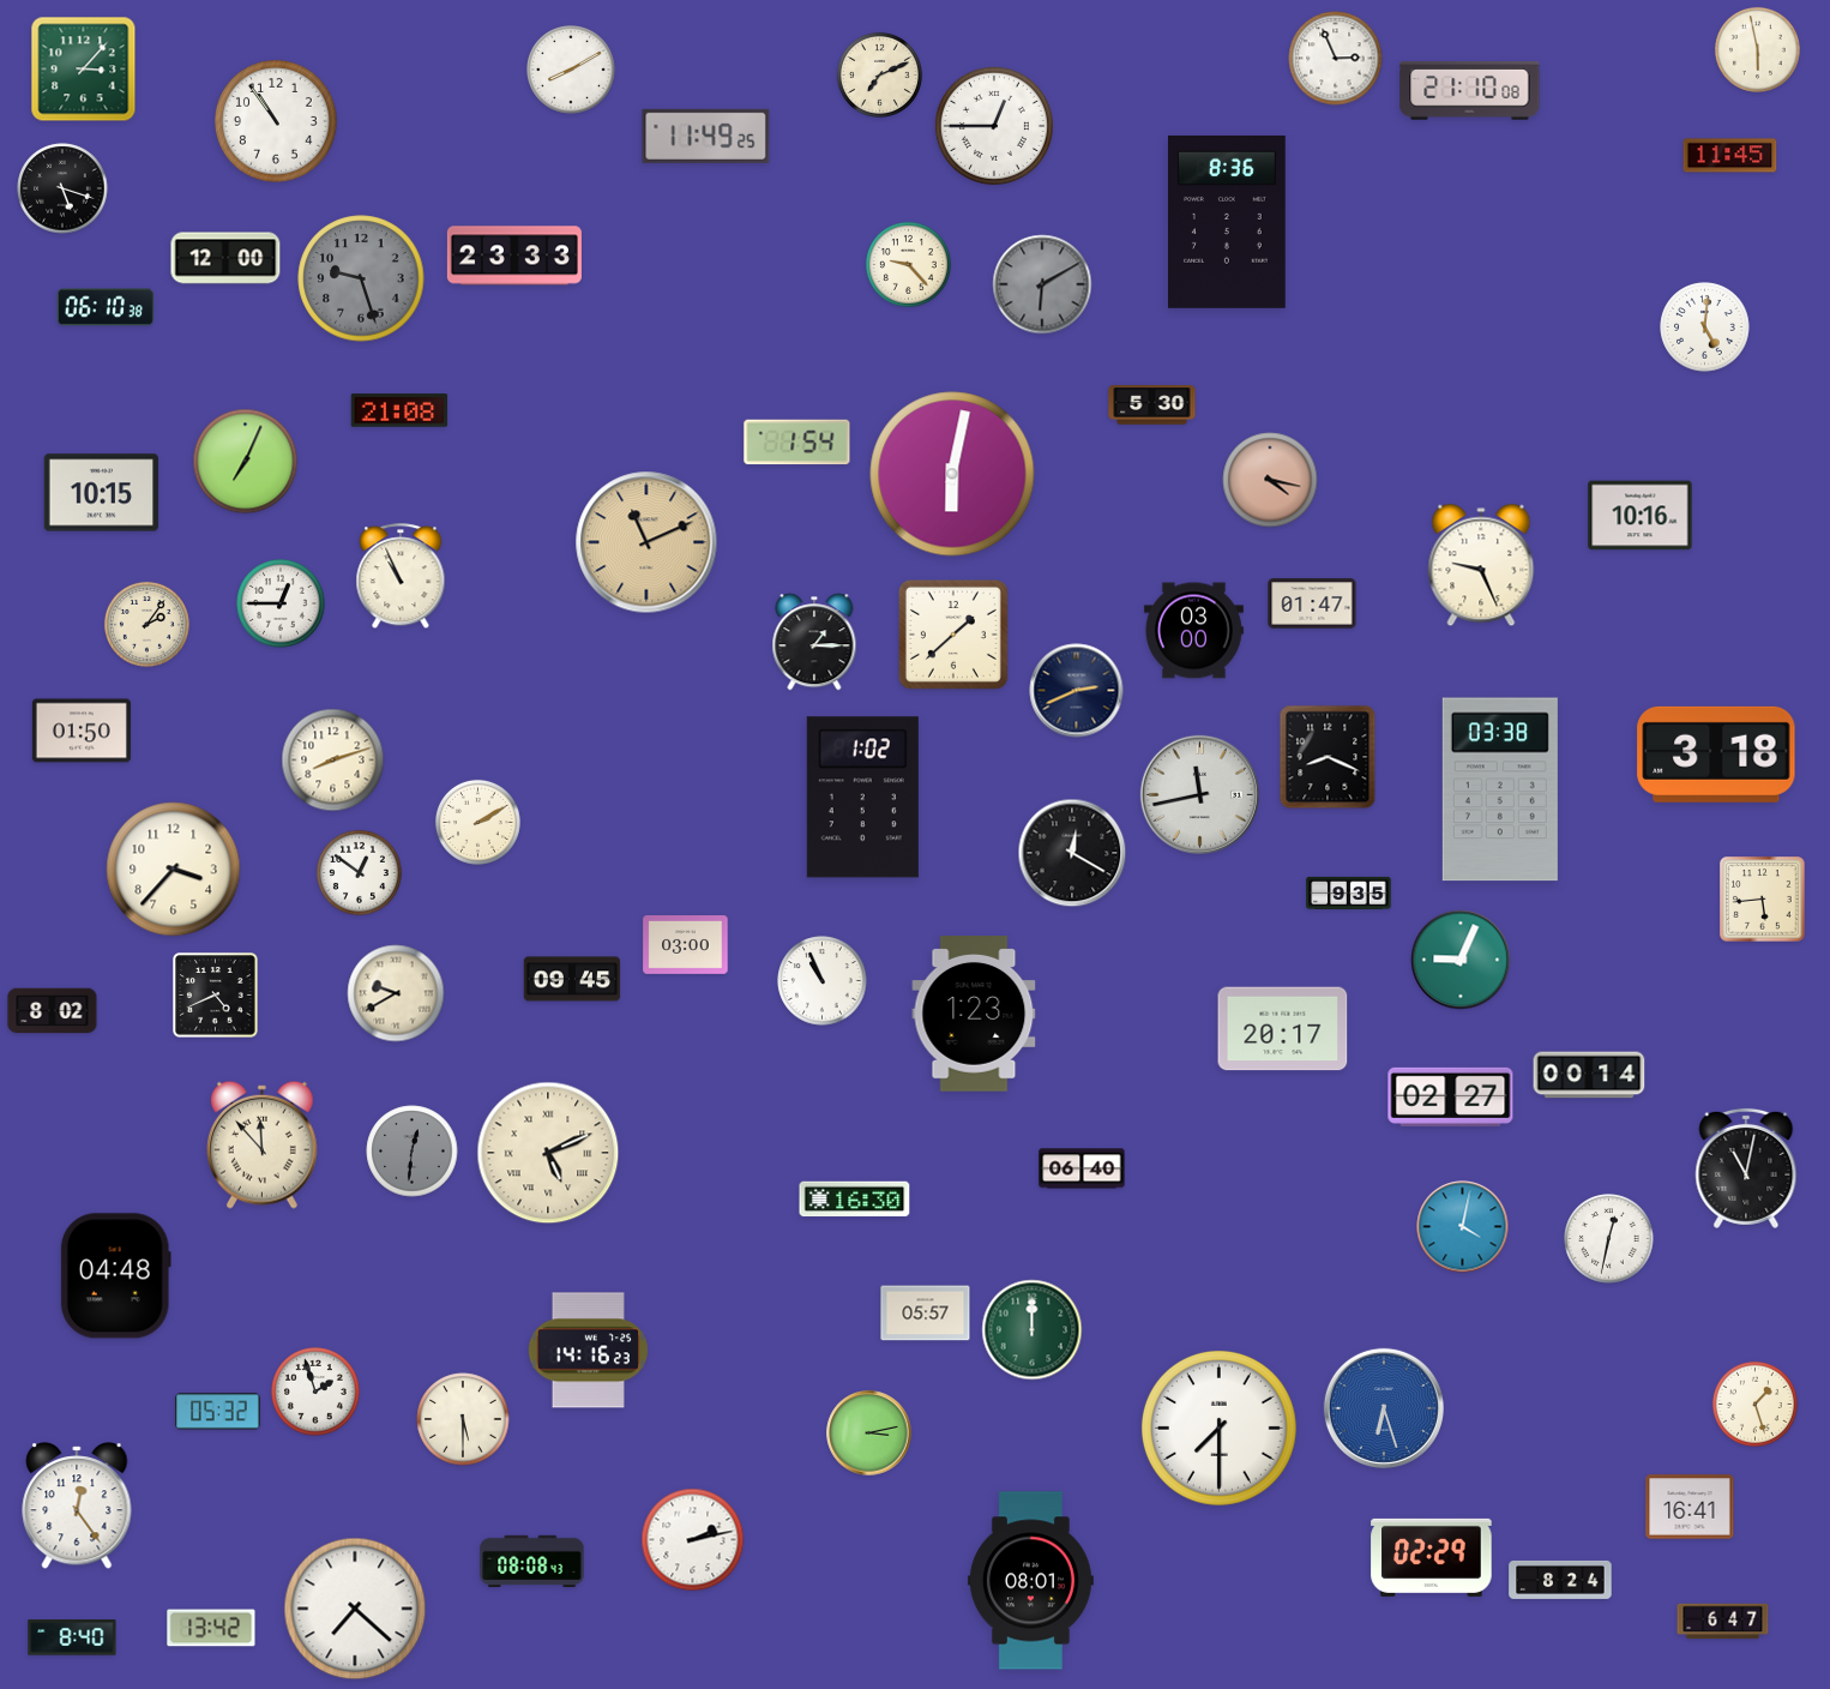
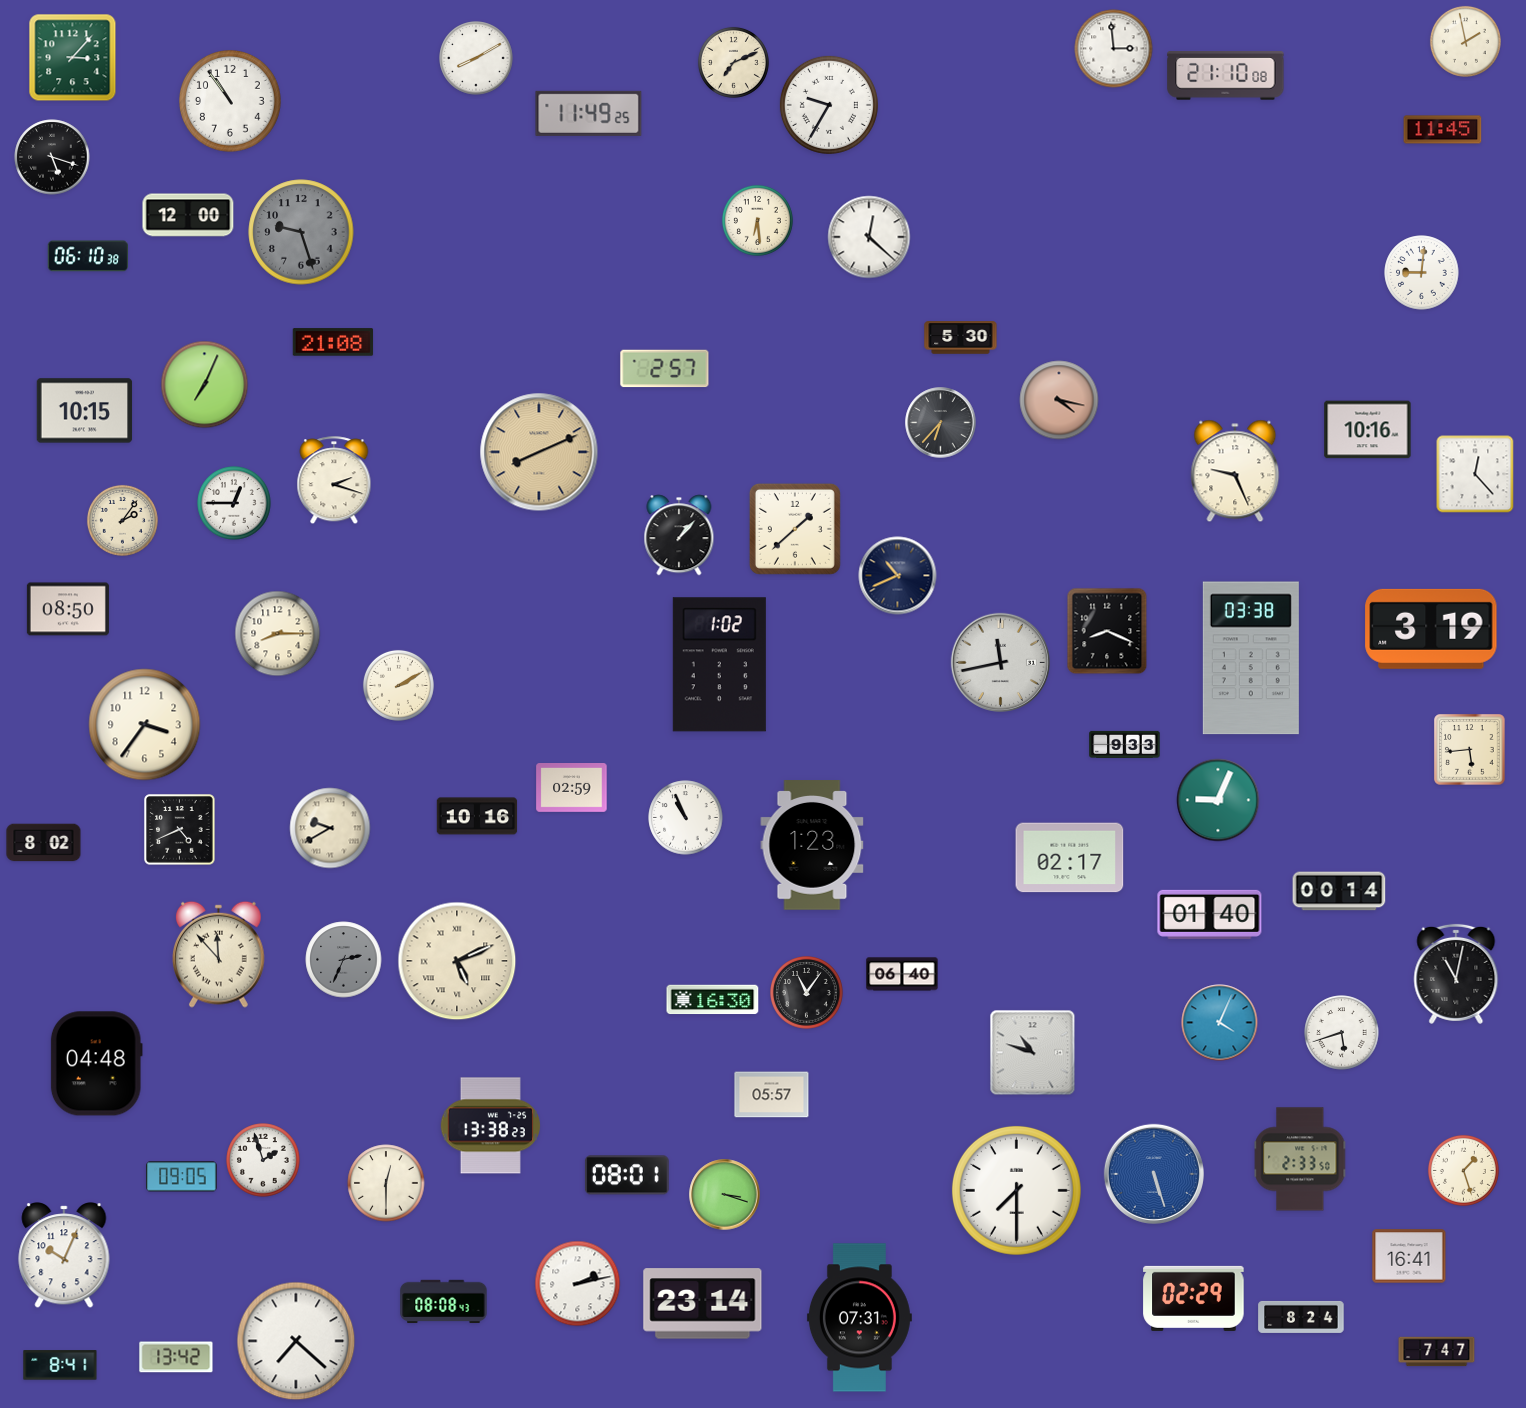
clock at (1757, 49): 5:58 -> 1:58
clock at (1336, 59): 2:56 -> 2:59
clock at (84, 70) position: (84, 70) -> (73, 58)
clock at (994, 126): 12:45 -> 9:35
clock at (1228, 222): 8:36 -> none
clock at (514, 256): 23:33 -> none
clock at (908, 264): 9:23 -> 6:29
clock at (1042, 284): 6:10 -> 12:22
clock at (1042, 284) dial: grey -> white
clock at (1705, 327): 5:01 -> 9:01
clock at (797, 443): 1:54 -> 2:57
clock at (952, 474): 6:02 -> none
clock at (941, 423): none -> 6:37
clock at (646, 542): 11:11 -> 8:11
clock at (1475, 474): none -> 12:23
clock at (401, 577): 10:56 -> 2:18
clock at (1312, 603): 01:47 -> none
clock at (1193, 631): 03:00 -> none
clock at (814, 642): 1:15 -> 1:07
clock at (1077, 691): 2:41 -> 10:41
clock at (82, 731): 01:50 -> 08:50
clock at (1716, 755): 3:18 -> 3:19
clock at (333, 761): 8:12 -> 8:15
clock at (1072, 853): 12:20 -> none
clock at (174, 870): 3:37 -> 3:36
clock at (359, 872): 12:51 -> none
clock at (1349, 892): 9:35 -> 9:33
clock at (686, 945): 03:00 -> 02:59
clock at (572, 979): 09:45 -> 10:16
clock at (1283, 1029): 20:17 -> 02:17
clock at (1589, 1075) position: (1589, 1075) -> (1339, 891)
clock at (1451, 1096): 02:27 -> 01:40
clock at (413, 1152): 12:31 -> 2:34
clock at (807, 993): none -> 11:06
clock at (1463, 1227): 4:02 -> 4:04
clock at (1609, 1239): 12:32 -> 5:42
clock at (1033, 1053): none -> 10:48
clock at (1033, 1330): 12:00 -> none
clock at (588, 1351): 14:16 -> 13:38
clock at (1300, 1159): none -> 2:33
clock at (1384, 1408): 6:27 -> 5:27
clock at (627, 1175): none -> 08:01
clock at (218, 1412): 05:32 -> 09:05
clock at (463, 1419): 5:30 -> 12:30
clock at (869, 1433): 3:13 -> 3:18
clock at (77, 1505): 12:24 -> 10:04
clock at (703, 1304): none -> 23:14
clock at (1030, 1581): 08:01 -> 07:31
clock at (1723, 1622): 6:47 -> 7:47
clock at (72, 1637): 8:40 -> 8:41
